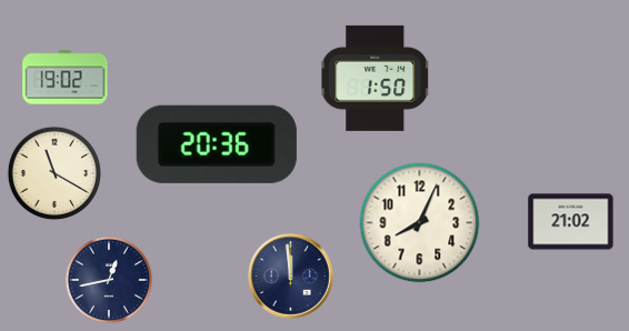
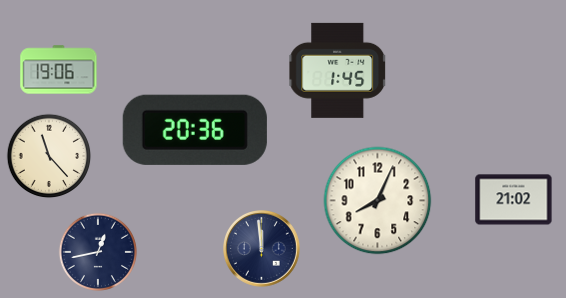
clock at (66, 78): 19:02 -> 19:06
clock at (376, 78): 1:50 -> 1:45
clock at (54, 173): 11:20 -> 11:23
